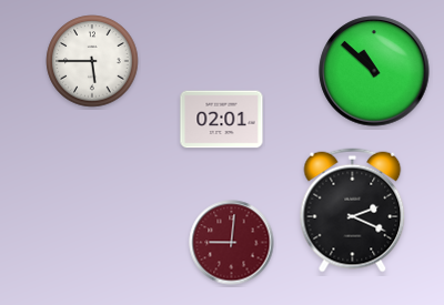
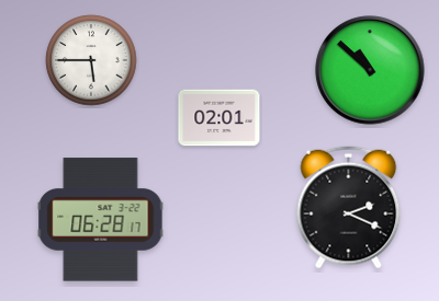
clock at (101, 220): none -> 06:28
clock at (232, 243): 9:01 -> none
